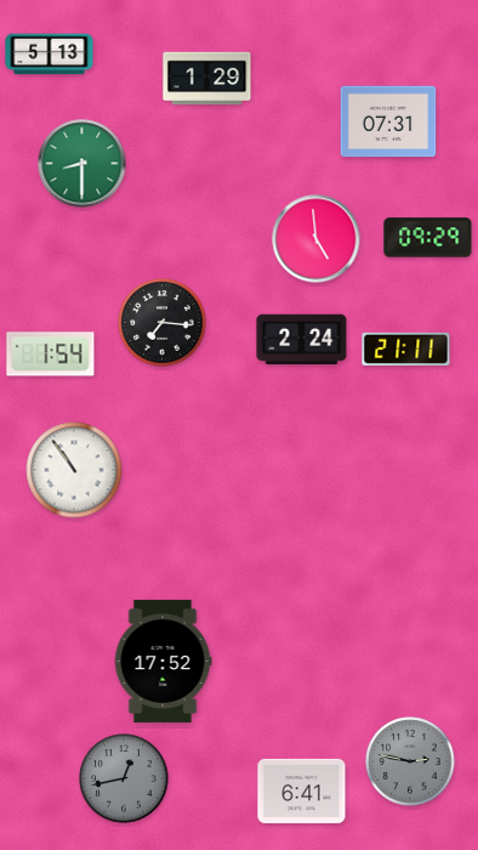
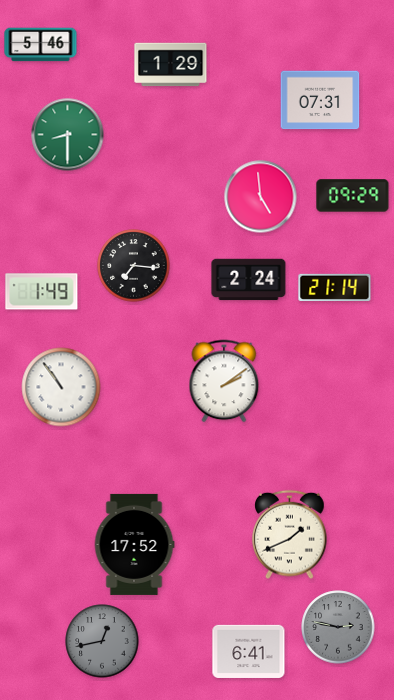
clock at (50, 55): 5:13 -> 5:46
clock at (406, 348): 21:11 -> 21:14
clock at (51, 355): 1:54 -> 1:49
clock at (224, 381): none -> 2:09
clock at (290, 535): none -> 1:41
